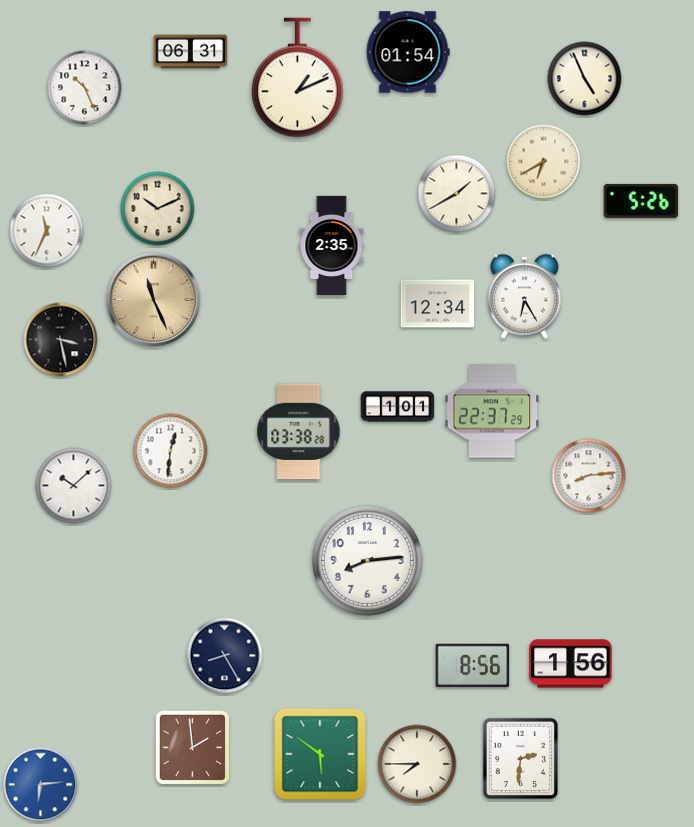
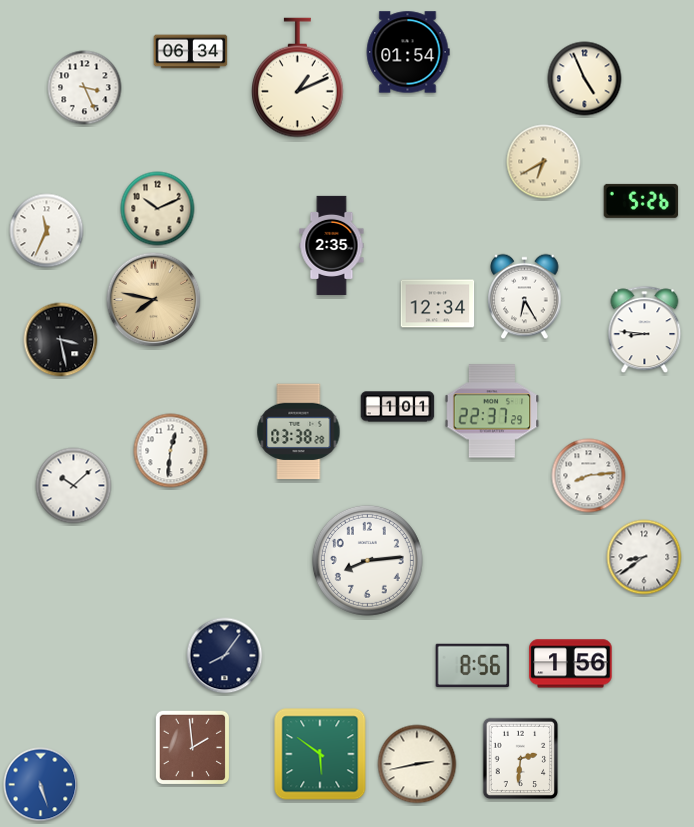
clock at (191, 52): 06:31 -> 06:34
clock at (85, 88): 10:26 -> 3:26
clock at (457, 194): 1:40 -> none
clock at (154, 300): 11:26 -> 7:47
clock at (645, 330): none -> 8:46
clock at (644, 557): none -> 8:39
clock at (225, 656): 8:25 -> 8:06
clock at (417, 764): 7:45 -> 2:43
clock at (41, 785): 6:14 -> 5:27
